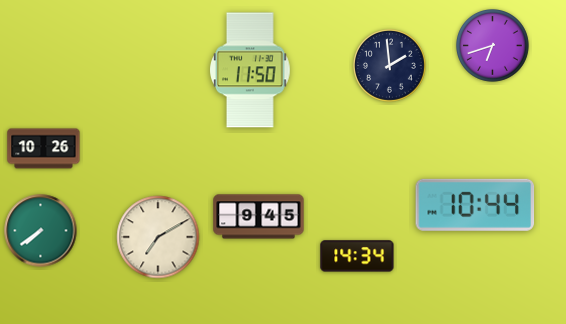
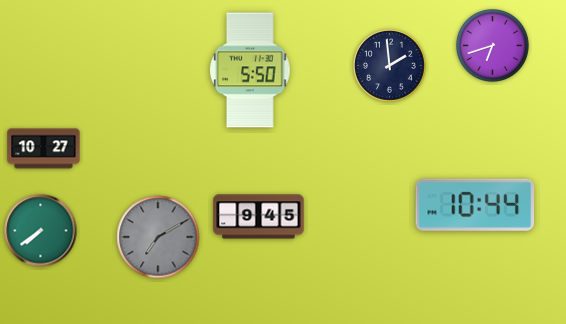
clock at (251, 70): 11:50 -> 5:50
clock at (44, 149): 10:26 -> 10:27
clock at (158, 237) dial: cream -> grey
clock at (357, 256): 14:34 -> none
